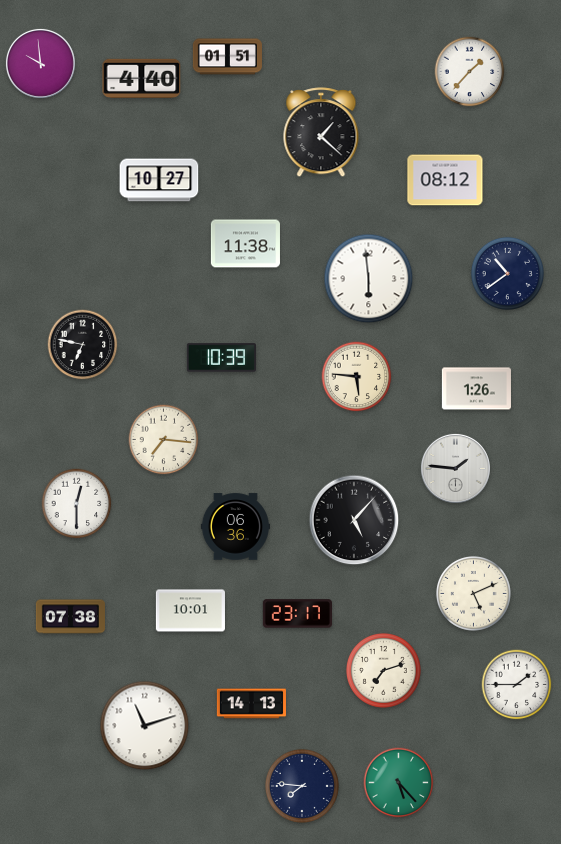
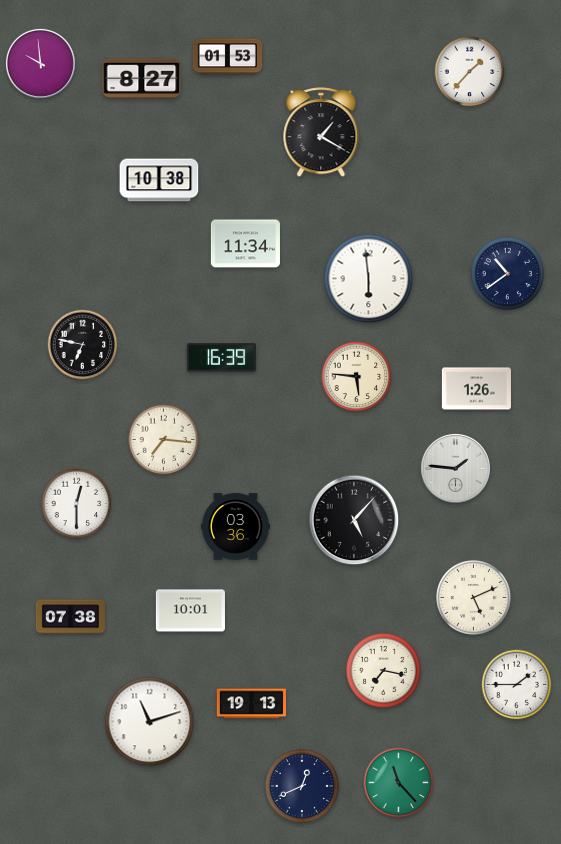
clock at (227, 57): 01:51 -> 01:53
clock at (142, 78): 4:40 -> 8:27
clock at (321, 133): 1:22 -> 1:20
clock at (159, 180): 10:27 -> 10:38
clock at (445, 180): 08:12 -> none
clock at (245, 244): 11:38 -> 11:34
clock at (221, 358): 10:39 -> 16:39
clock at (235, 527): 06:36 -> 03:36
clock at (473, 593) position: (473, 593) -> (473, 597)
clock at (297, 614): 23:17 -> none
clock at (383, 670): 7:12 -> 7:17
clock at (251, 704): 14:13 -> 19:13
clock at (145, 726) position: (145, 726) -> (150, 722)
clock at (399, 783): 5:23 -> 11:23
clock at (302, 786): 7:46 -> 12:41
